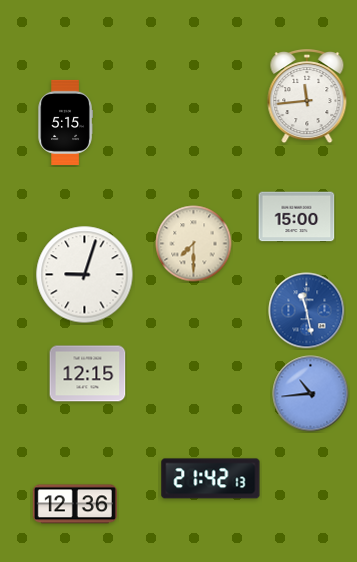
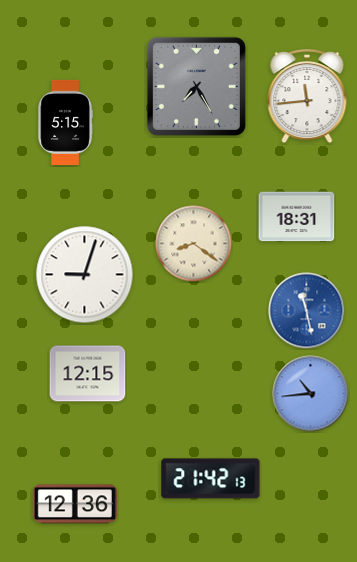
clock at (196, 86): none -> 7:25
clock at (297, 217): 15:00 -> 18:31
clock at (194, 244): 7:30 -> 8:21
